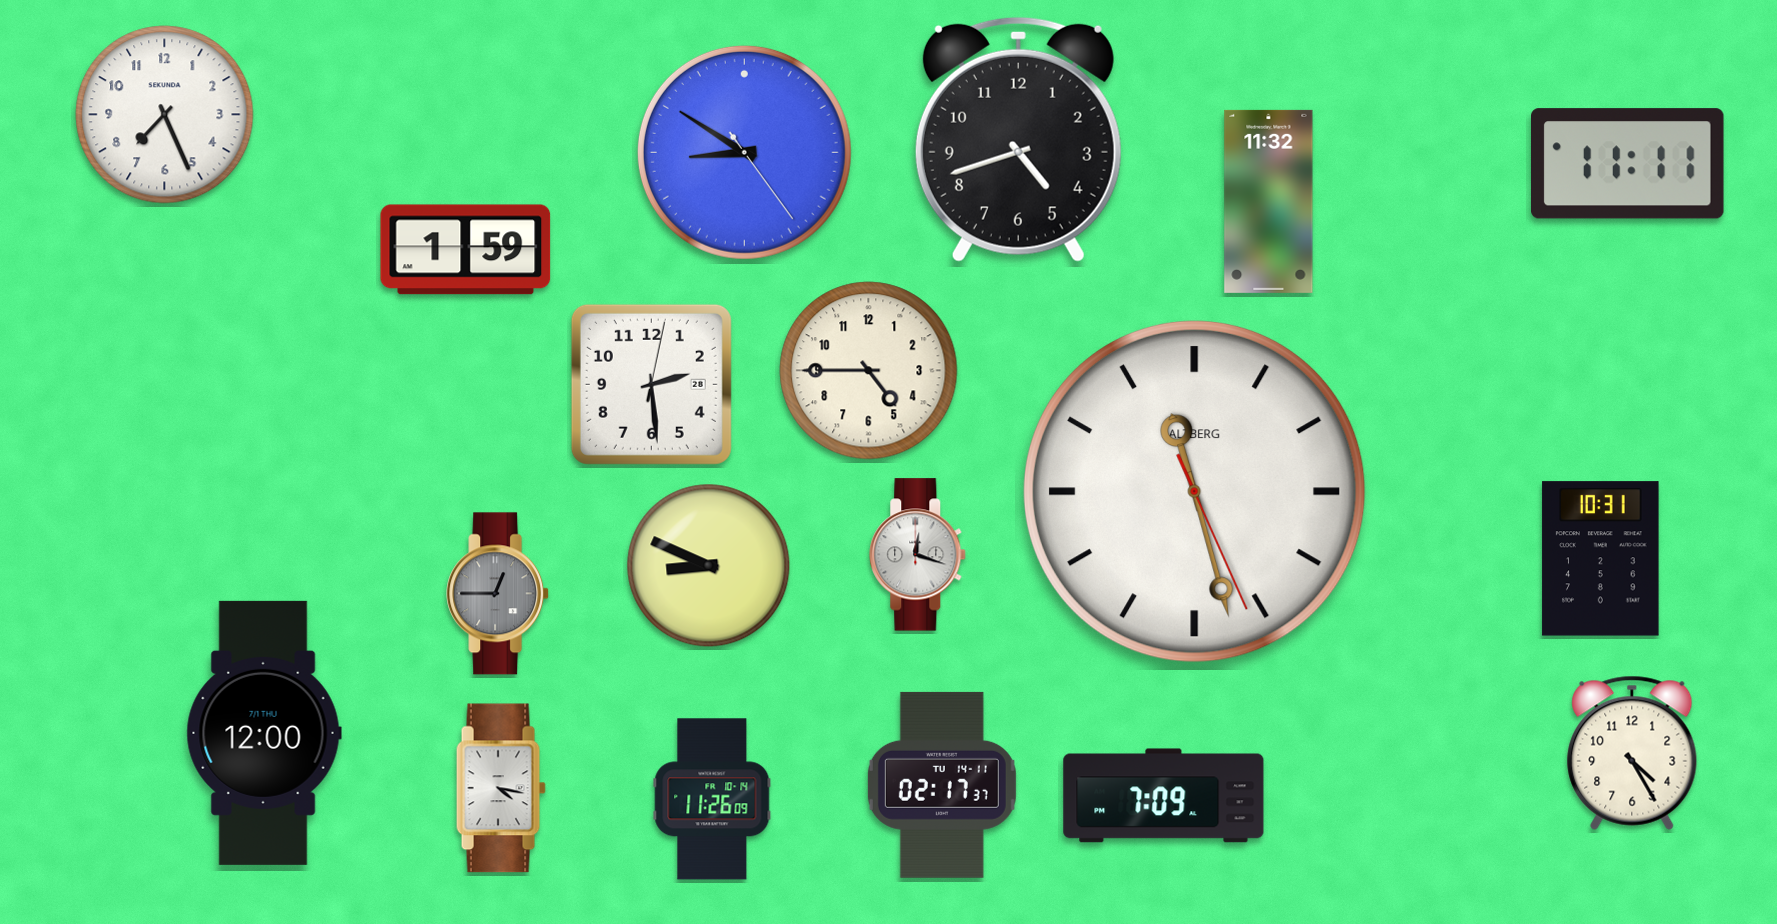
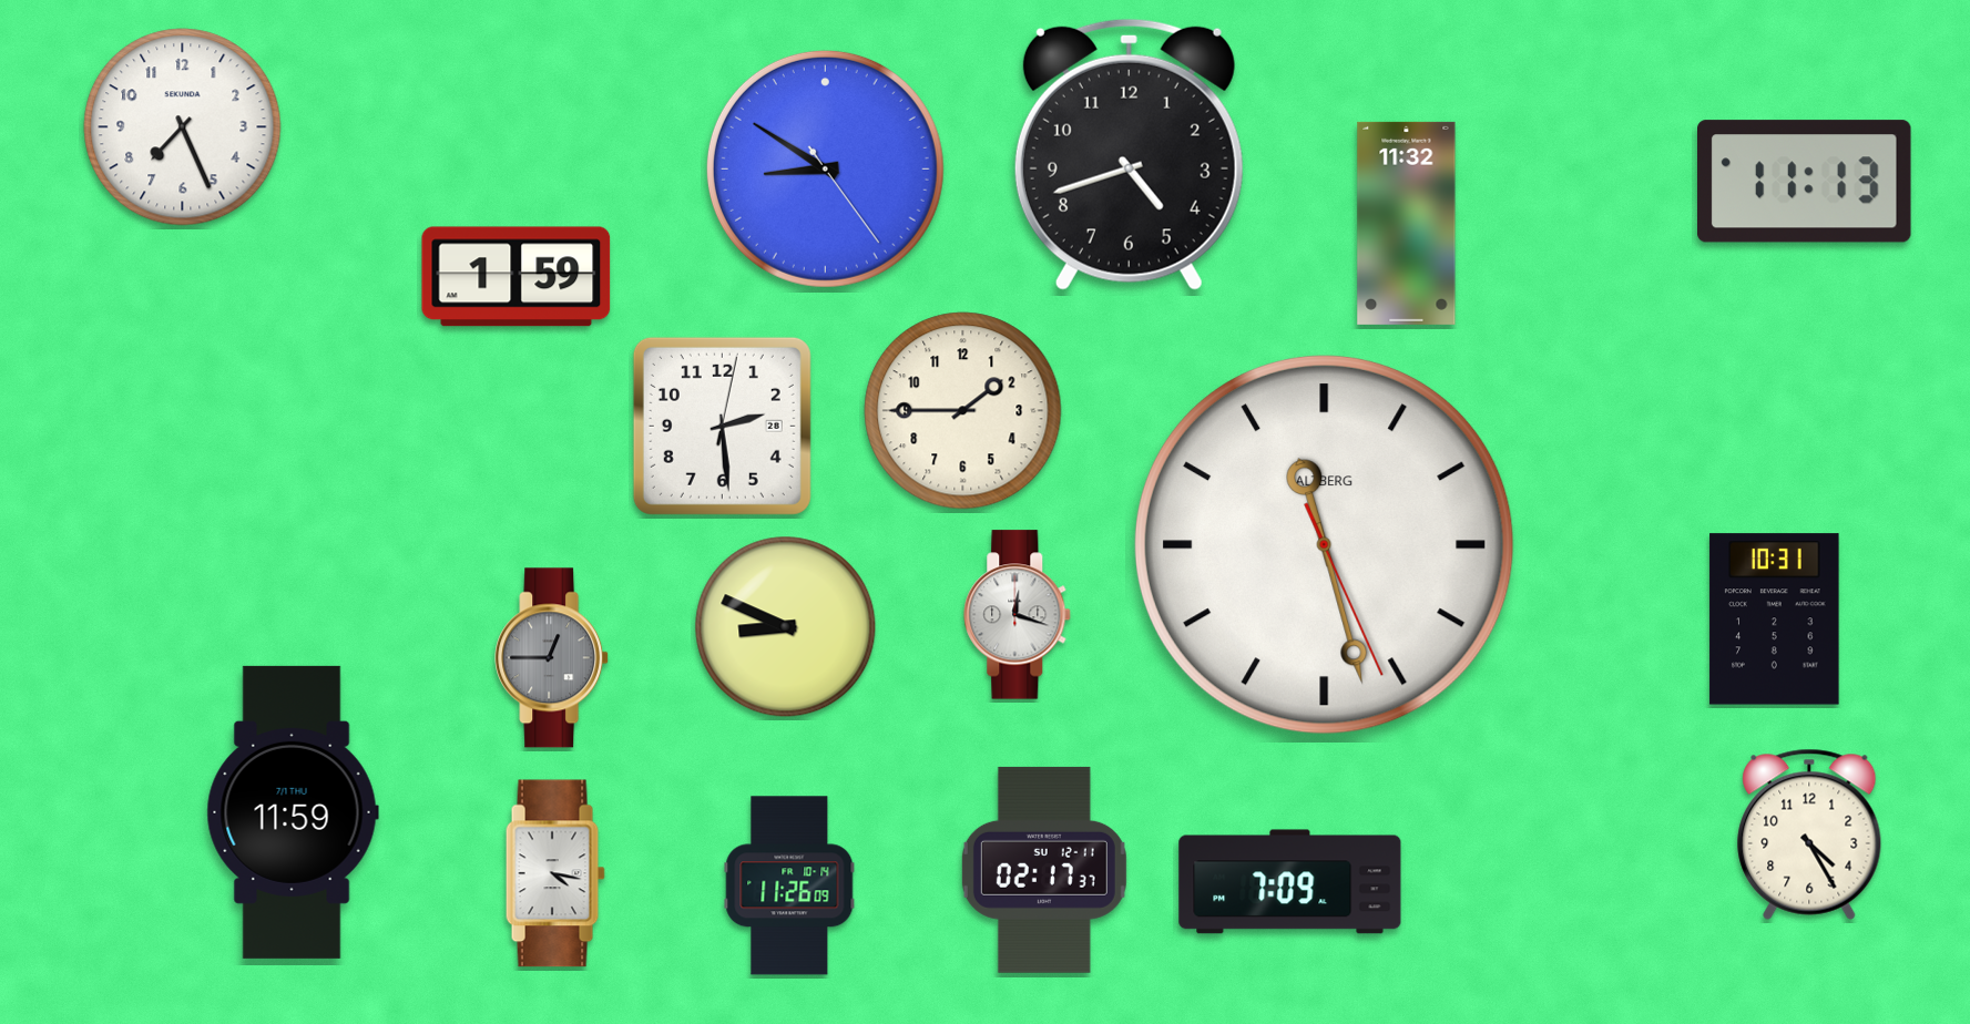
clock at (1628, 164): 11:11 -> 11:13
clock at (869, 371): 4:45 -> 1:45
clock at (264, 733): 12:00 -> 11:59
clock at (942, 785) date: TU 14-11 -> SU 12-11
